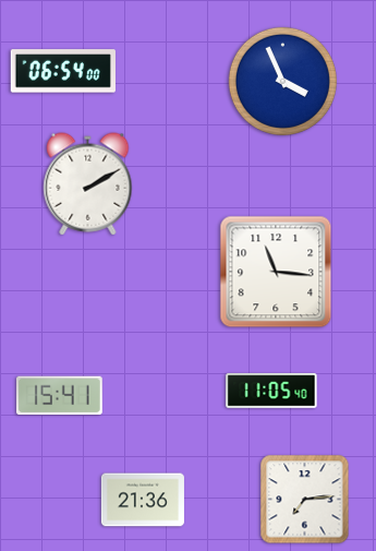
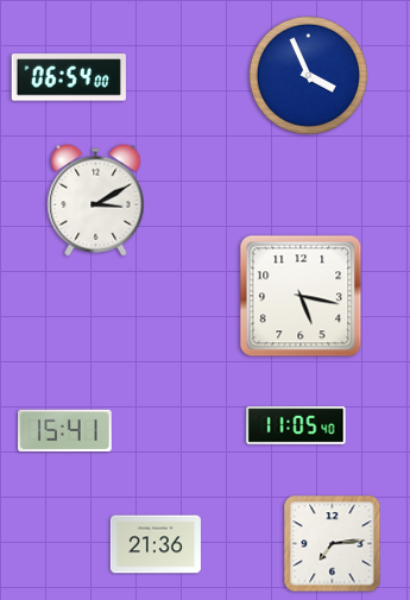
clock at (282, 81) position: (282, 81) -> (308, 75)
clock at (88, 184): 2:10 -> 3:10
clock at (276, 272): 11:16 -> 5:17
